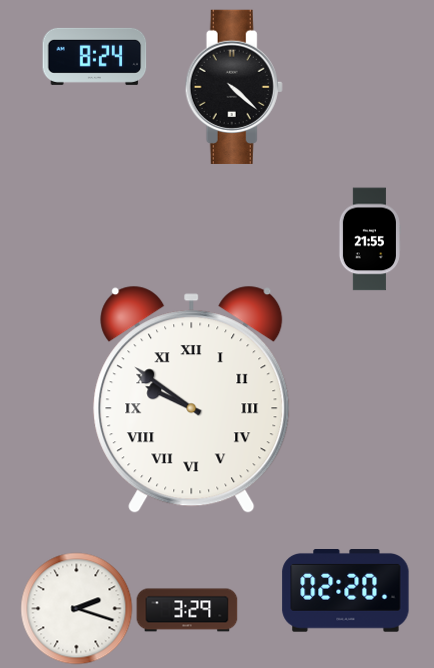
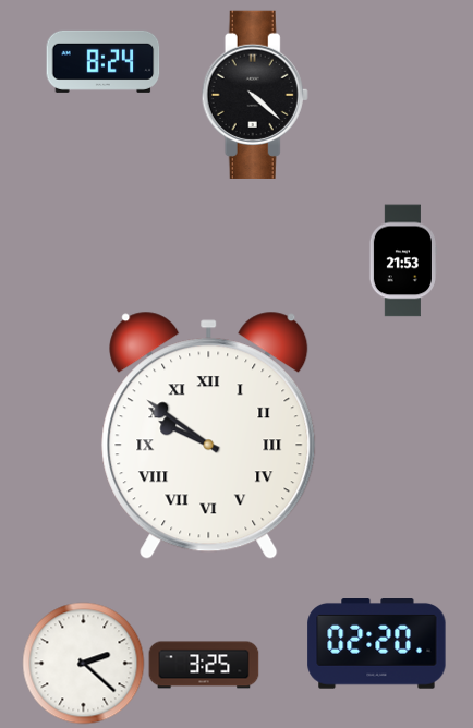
clock at (370, 239): 21:55 -> 21:53
clock at (77, 609): 2:18 -> 2:22
clock at (187, 610): 3:29 -> 3:25
